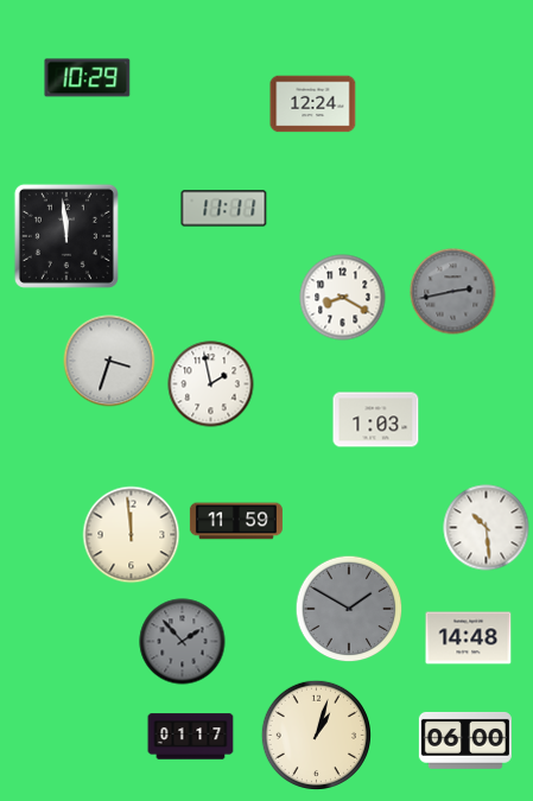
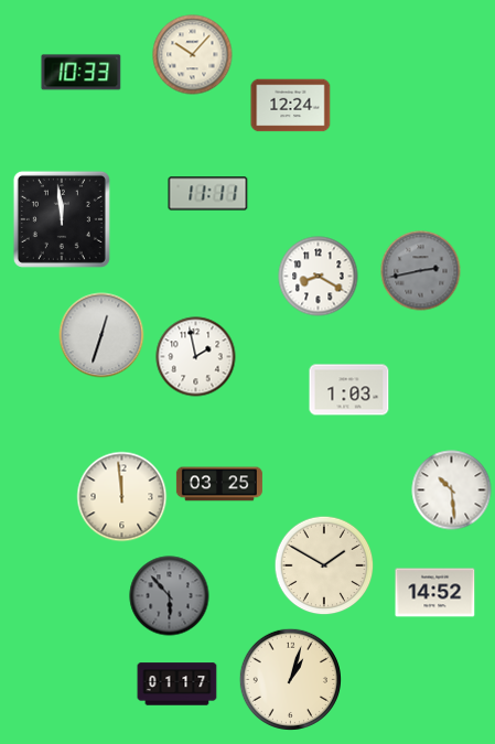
clock at (193, 55): none -> 10:07
clock at (88, 78): 10:29 -> 10:33
clock at (313, 104) position: (313, 104) -> (291, 106)
clock at (109, 361): 3:33 -> 12:33
clock at (236, 521): 11:59 -> 03:25
clock at (349, 609) dial: grey -> cream
clock at (469, 638): 14:48 -> 14:52
clock at (183, 642): 1:53 -> 5:53
clock at (316, 735) position: (316, 735) -> (290, 679)
clock at (465, 740): 06:00 -> none
